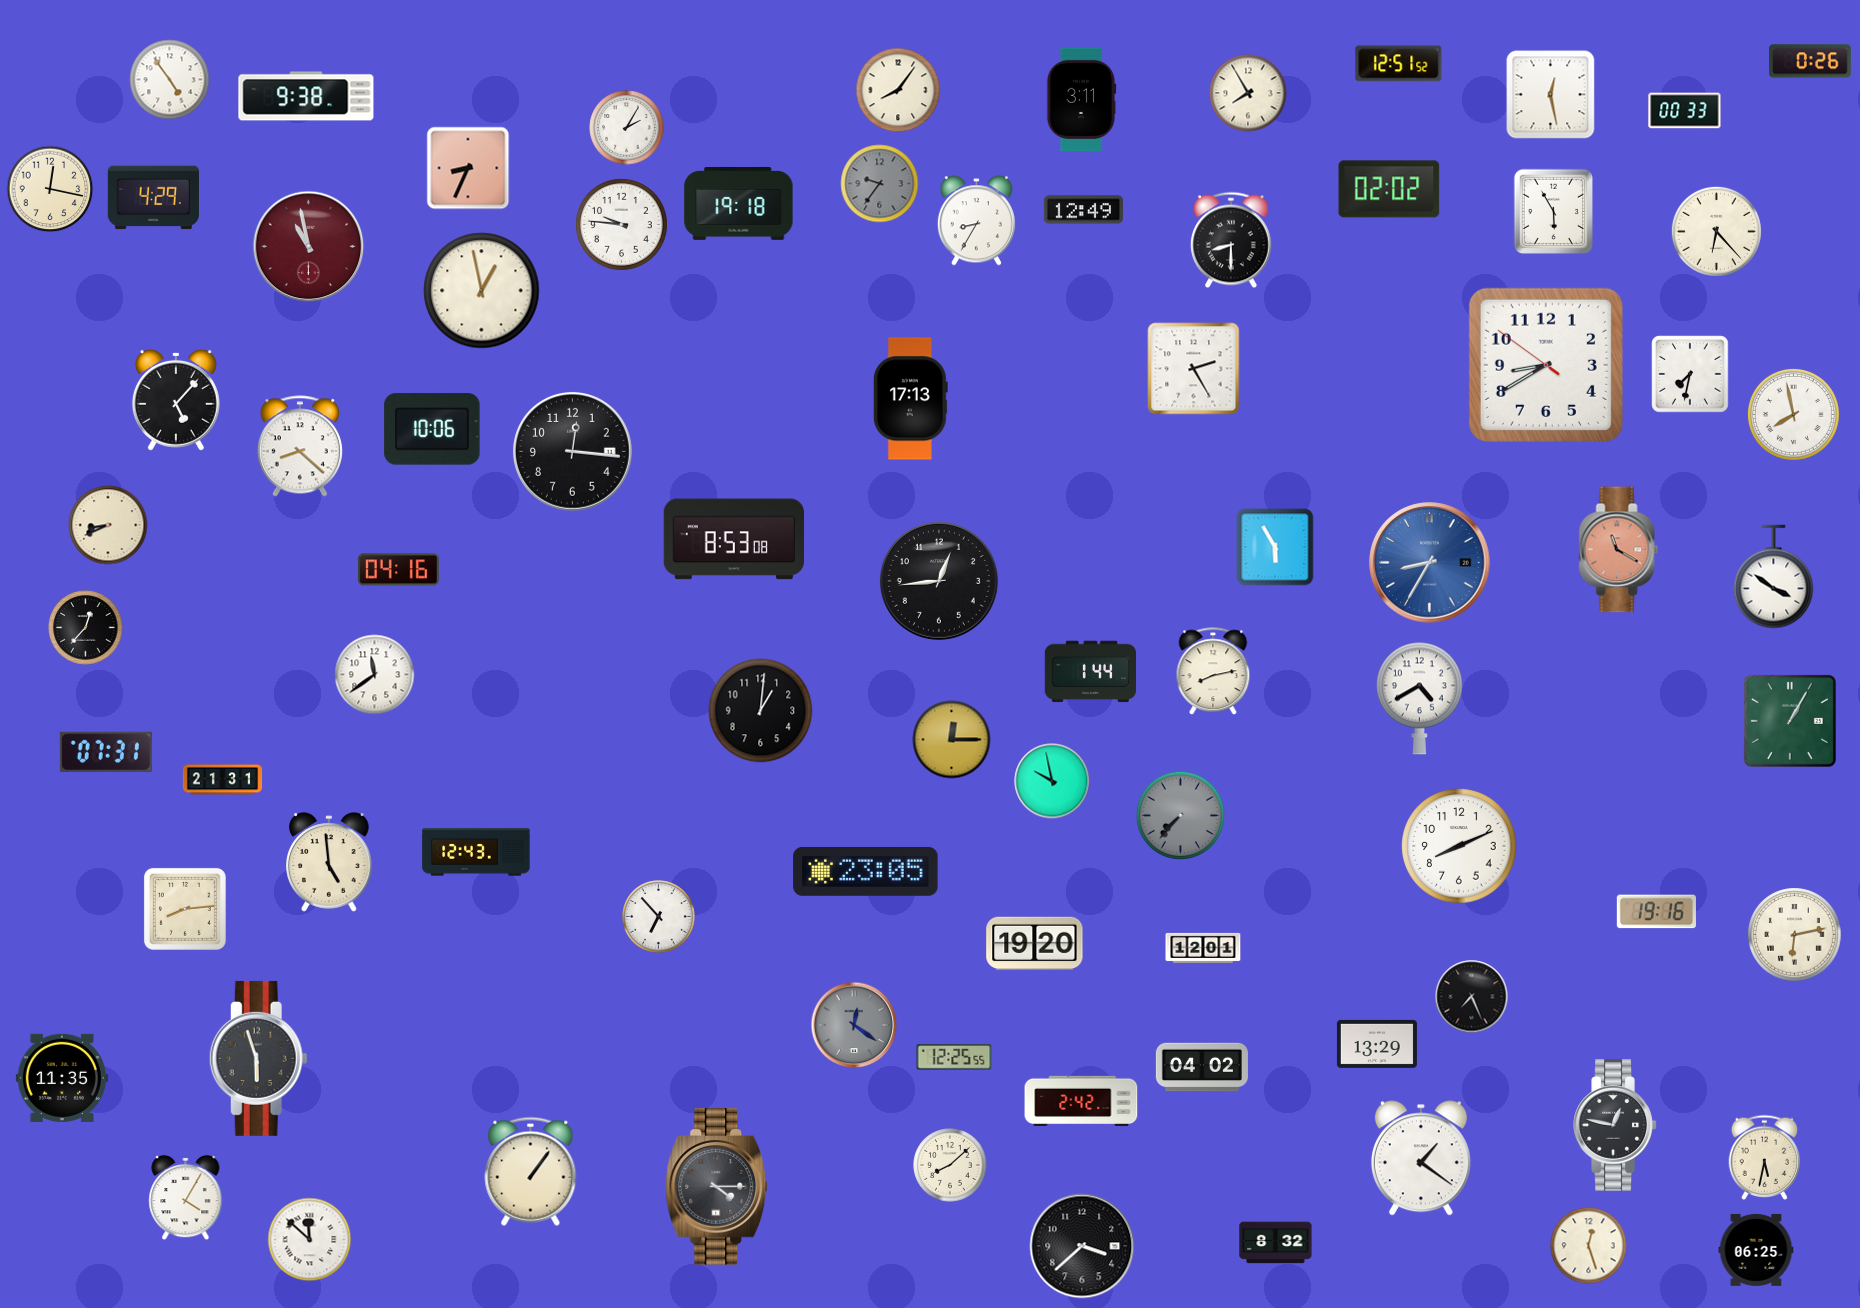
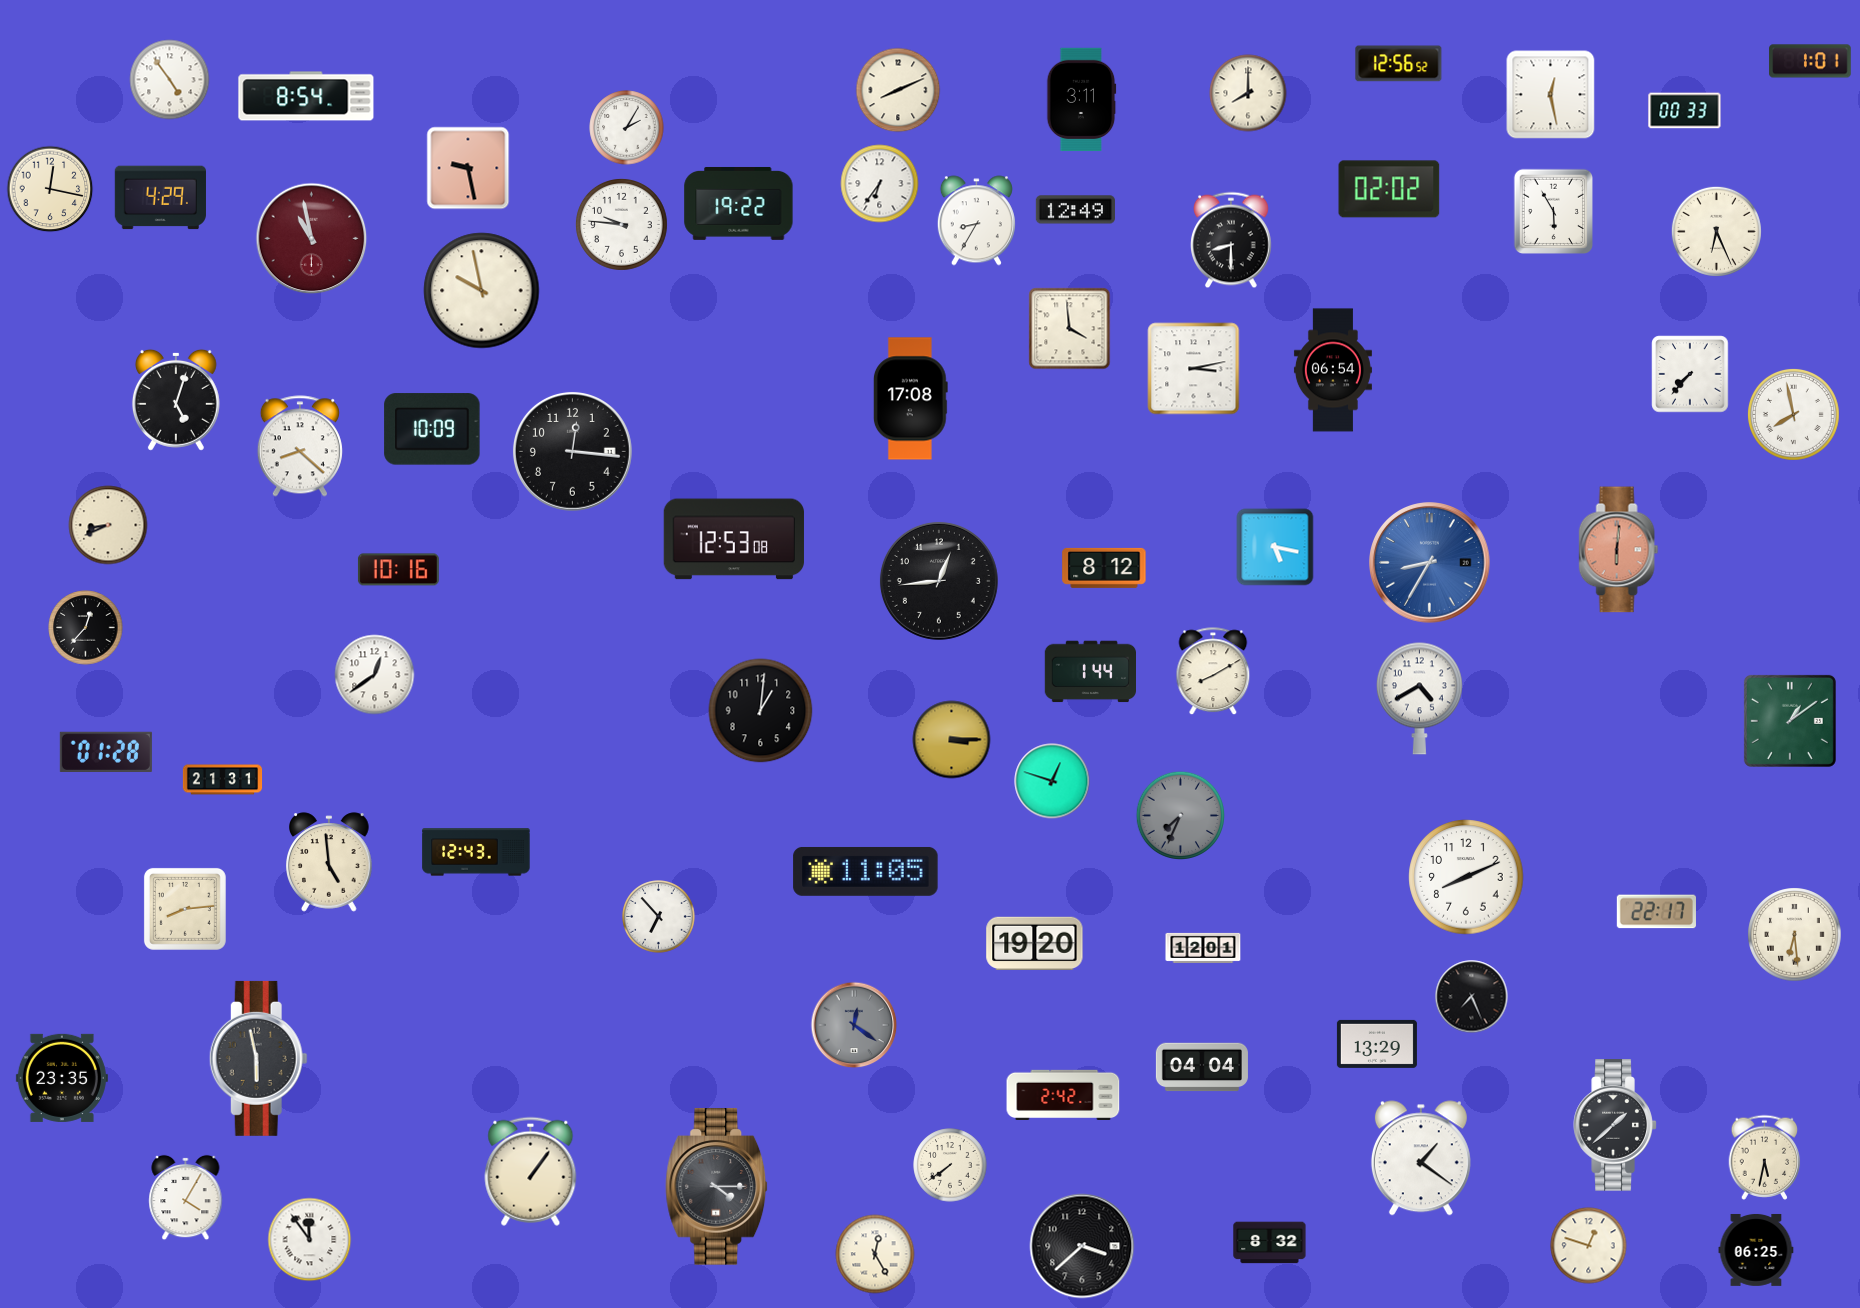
clock at (1810, 61): 0:26 -> 1:01
clock at (1399, 64): 12:51 -> 12:56
clock at (898, 90): 8:06 -> 8:11
clock at (1248, 93): 7:55 -> 8:00
clock at (306, 96): 9:38 -> 8:54
clock at (468, 168): 8:34 -> 9:28
clock at (880, 184): 9:36 -> 6:36
clock at (880, 184) dial: grey -> white
clock at (153, 198) position: (153, 198) -> (160, 198)
clock at (739, 203): 19:18 -> 19:22
clock at (1083, 210) position: (1083, 210) -> (1075, 210)
clock at (1716, 231): 6:23 -> 6:26
clock at (309, 247) position: (309, 247) -> (312, 239)
clock at (482, 291): 12:58 -> 9:58
clock at (1070, 329): none -> 3:59
clock at (1546, 365): 8:39 -> none
clock at (1194, 369): 2:25 -> 3:13
clock at (1333, 370): none -> 06:54
clock at (1690, 374): 7:32 -> 7:37
clock at (910, 399): 17:13 -> 17:08
clock at (176, 400): 5:07 -> 5:03
clock at (432, 429): 10:06 -> 10:09
clock at (734, 539): 8:53 -> 12:53
clock at (1275, 547): 5:55 -> 5:17
clock at (1619, 550): 11:20 -> 6:01
clock at (1104, 568): none -> 8:12
clock at (398, 570): 04:16 -> 10:16
clock at (1774, 577): 3:51 -> none
clock at (1213, 672): 8:13 -> 8:10
clock at (375, 675): 11:39 -> 12:39
clock at (1790, 721): 1:05 -> 1:09
clock at (952, 740): 12:15 -> 3:15
clock at (106, 752): 07:31 -> 01:28
clock at (1052, 781): 9:58 -> 12:48
clock at (1181, 816): 7:37 -> 7:34
clock at (1459, 846) position: (1459, 846) -> (1466, 877)
clock at (866, 871): 23:05 -> 11:05
clock at (1656, 912): 19:16 -> 22:17
clock at (1795, 935): 6:13 -> 6:29
clock at (258, 1058): 5:57 -> 5:58
clock at (954, 1058): 12:25 -> none
clock at (1202, 1067): 04:02 -> 04:04
clock at (62, 1078): 11:35 -> 23:35
clock at (1081, 1100) position: (1081, 1100) -> (1063, 1094)
clock at (1615, 1125): 12:47 -> 1:38
clock at (950, 1165): 8:08 -> 7:39
clock at (310, 1240): 11:52 -> 11:54
clock at (1276, 1243) position: (1276, 1243) -> (1270, 1243)
clock at (1589, 1246): 12:27 -> 12:48
clock at (875, 1254): none -> 12:25
